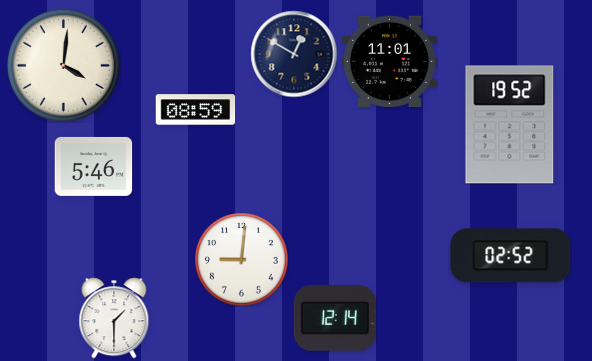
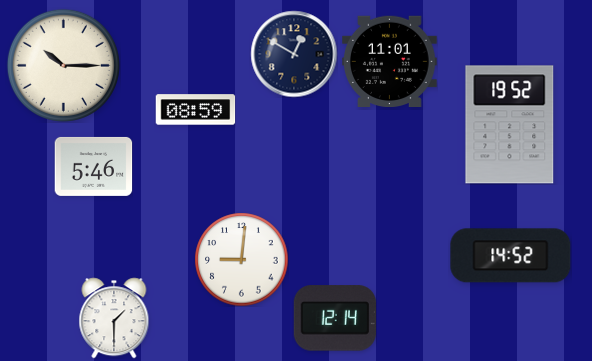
clock at (63, 65): 4:01 -> 10:15
clock at (511, 256): 02:52 -> 14:52
